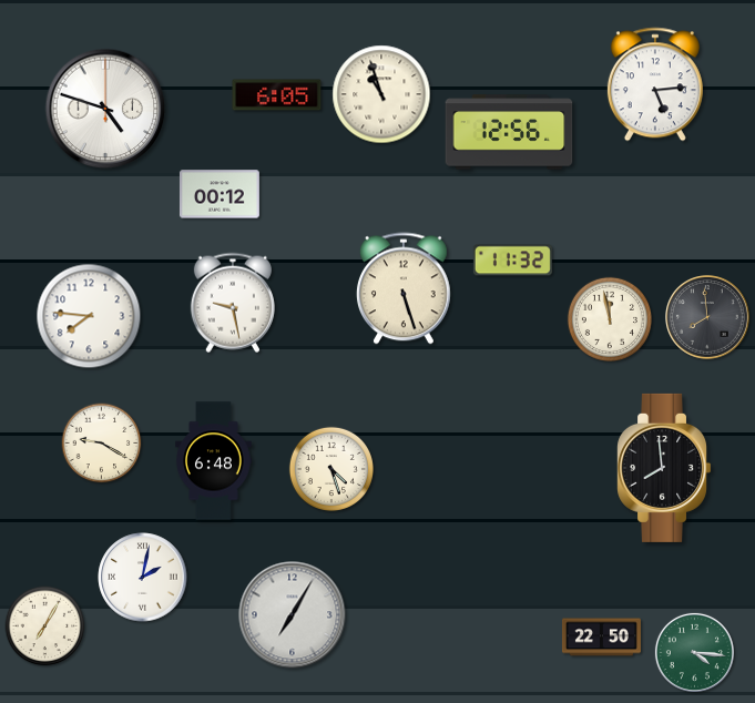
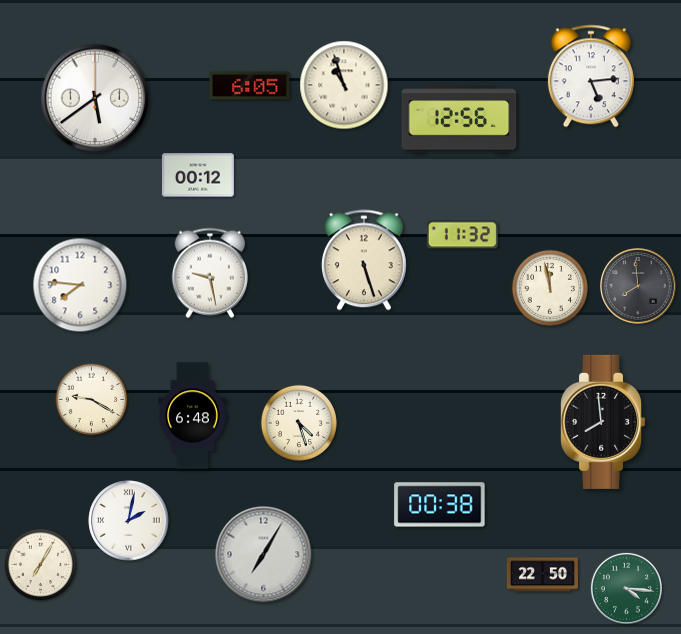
clock at (105, 109): 4:48 -> 5:39
clock at (664, 468) position: (664, 468) -> (603, 422)
clock at (440, 505): none -> 00:38
